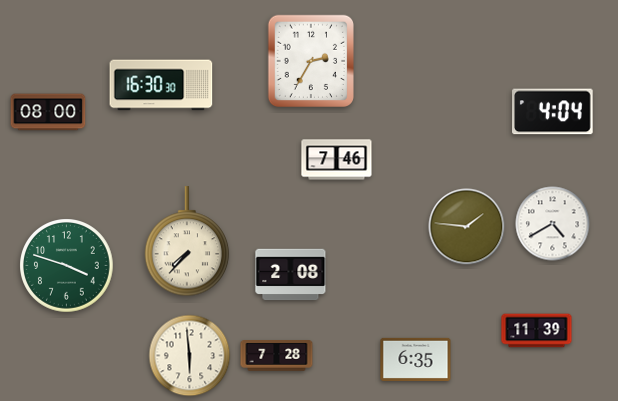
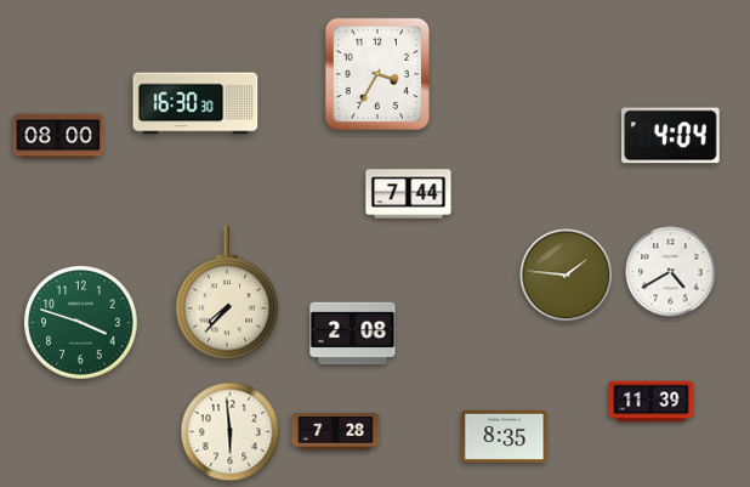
clock at (310, 60): 2:35 -> 3:35
clock at (337, 160): 7:46 -> 7:44
clock at (416, 359): 6:35 -> 8:35
